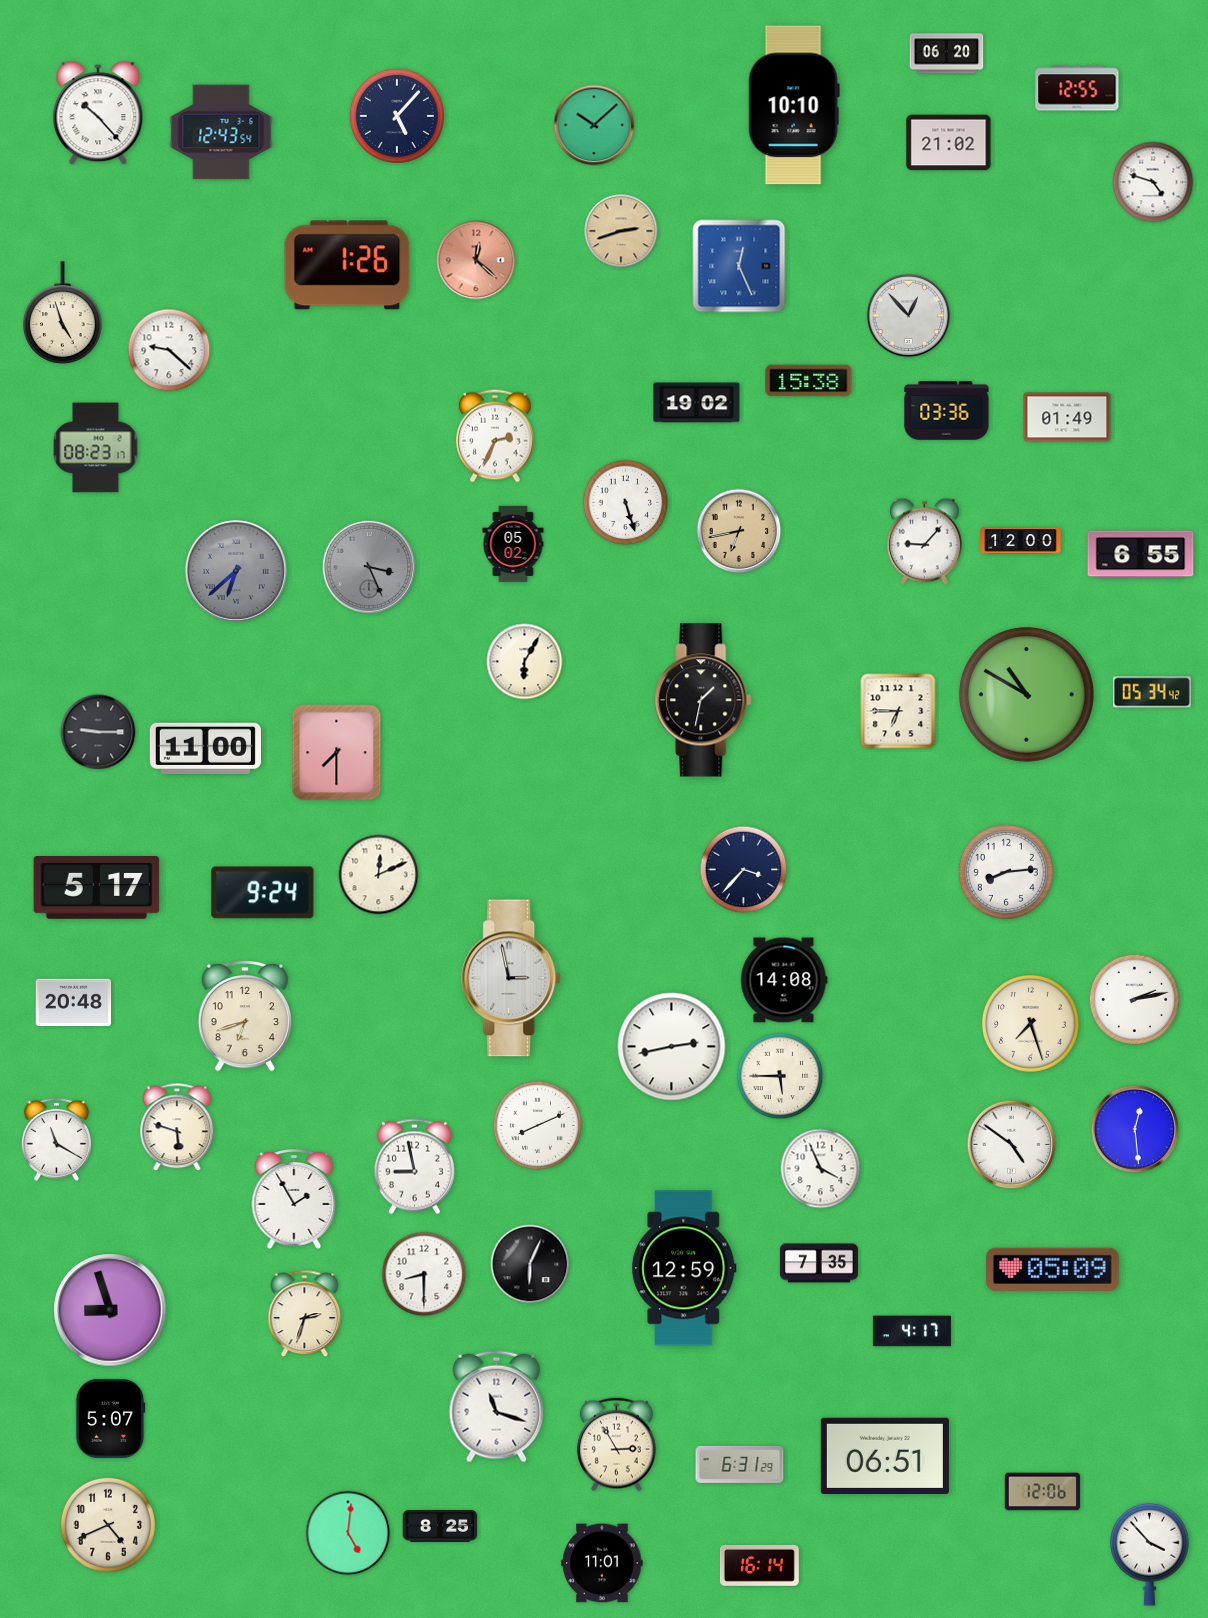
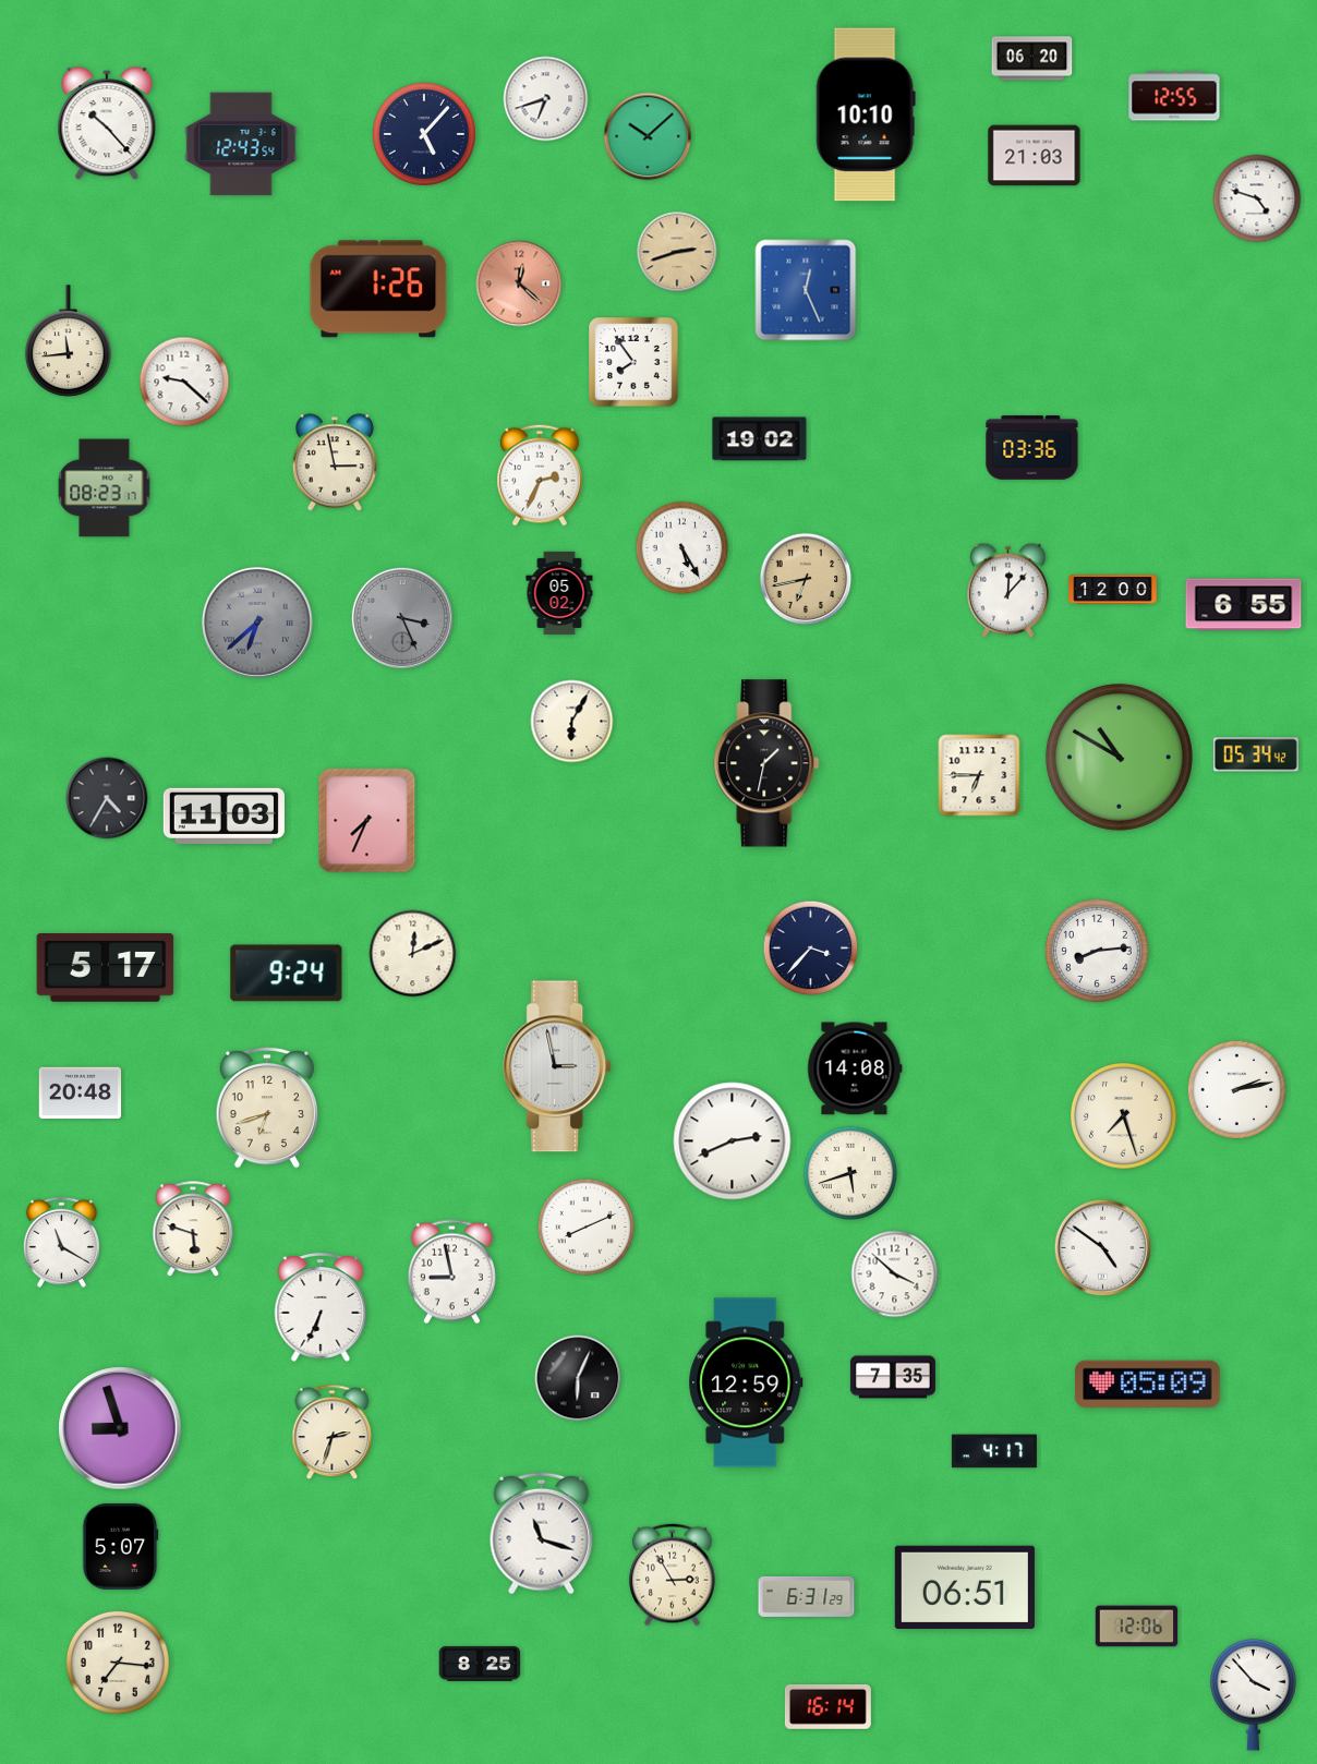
clock at (546, 99): none -> 6:42
clock at (397, 116) position: (397, 116) -> (424, 134)
clock at (949, 143): 21:02 -> 21:03
clock at (63, 313): 4:57 -> 11:44
clock at (909, 316): 12:53 -> none
clock at (633, 362): none -> 7:54
clock at (809, 381): 15:38 -> none
clock at (1067, 417): 01:49 -> none
clock at (335, 462): none -> 2:58
clock at (626, 503): 5:27 -> 5:25
clock at (925, 542): 9:07 -> 12:07
clock at (98, 732): 9:15 -> 4:35
clock at (205, 748): 11:00 -> 11:03
clock at (337, 753): 7:30 -> 7:34
clock at (672, 1047): 2:43 -> 2:41
clock at (780, 1076): 5:45 -> 5:42
clock at (1135, 1129): 12:29 -> none
clock at (821, 1169): 3:56 -> 3:52
clock at (294, 1200): 1:55 -> 6:34
clock at (424, 1274): 8:30 -> none
clock at (108, 1525): 4:41 -> 7:16
clock at (348, 1533): 5:01 -> none
clock at (602, 1563): 11:01 -> none
